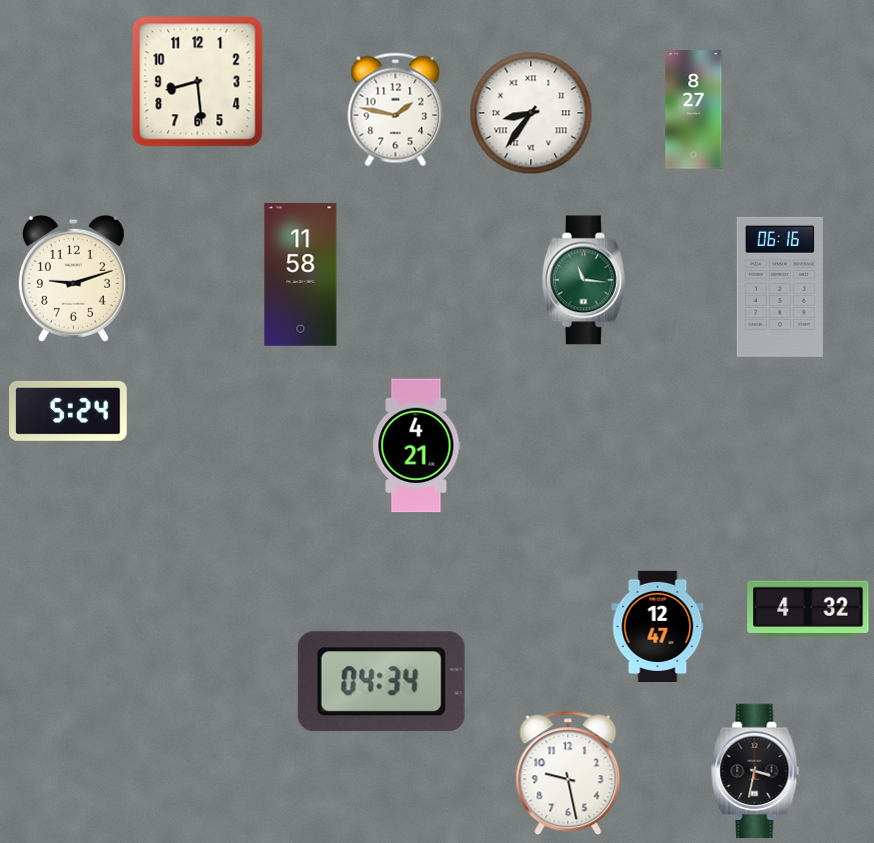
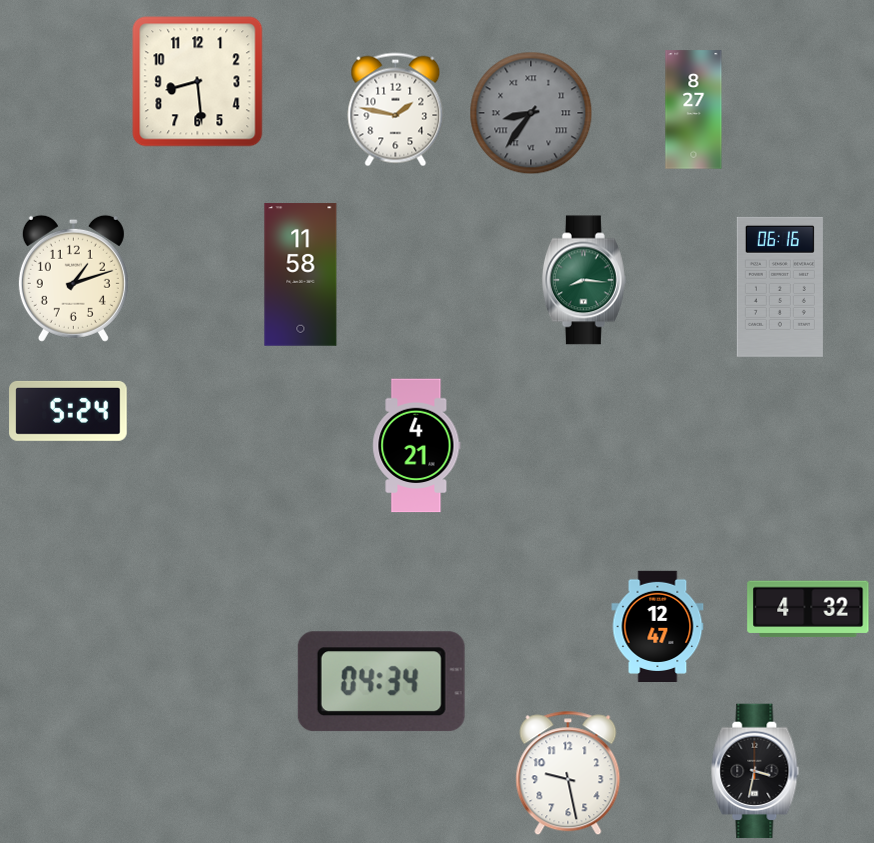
clock at (531, 113) dial: white -> grey
clock at (73, 278): 9:12 -> 1:12
clock at (584, 280): 11:16 -> 8:16
